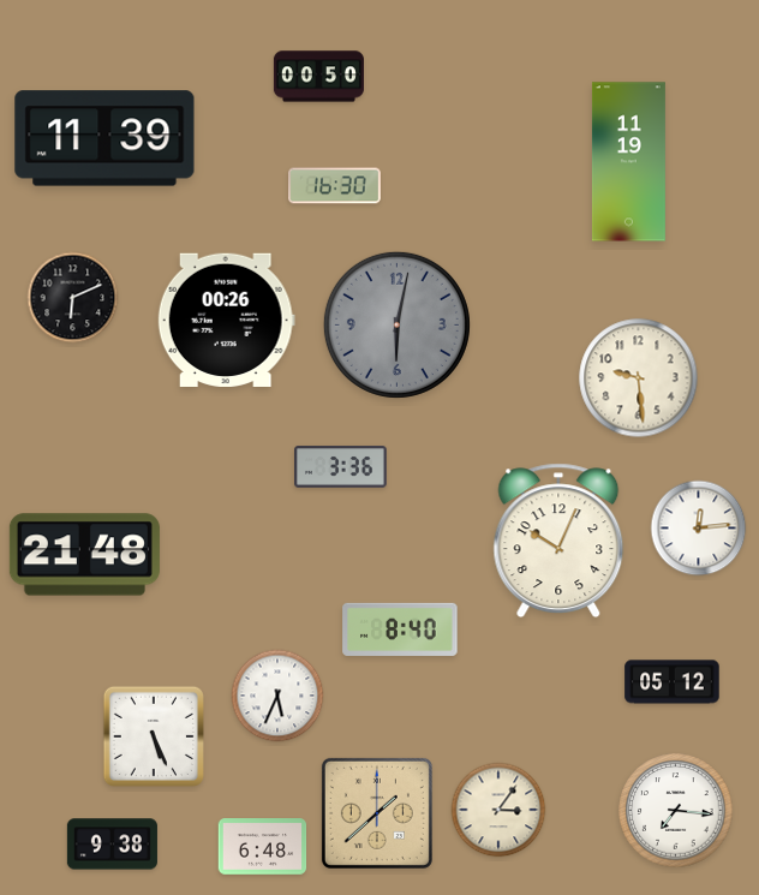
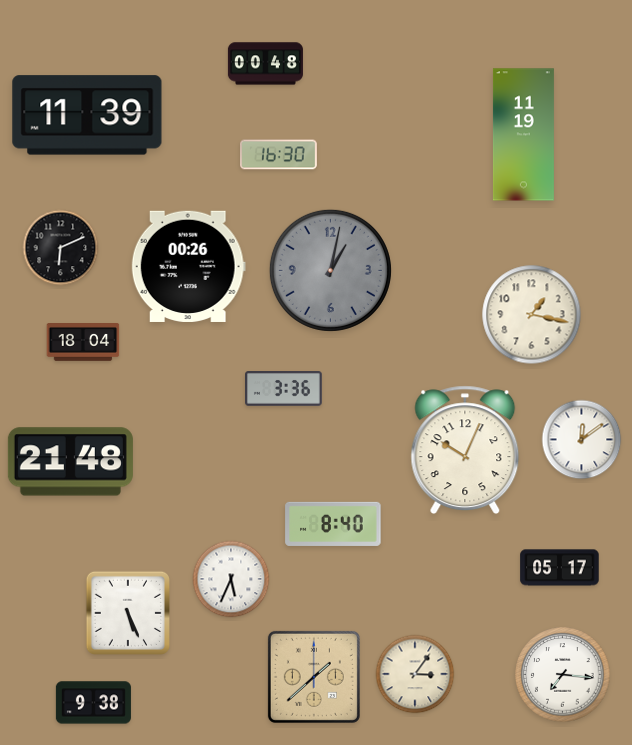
clock at (318, 77): 00:50 -> 00:48
clock at (396, 324): 6:02 -> 1:02
clock at (639, 378): 9:29 -> 1:17
clock at (83, 343): none -> 18:04
clock at (699, 529): 12:14 -> 12:09
clock at (673, 682): 05:12 -> 05:17
clock at (263, 847): 6:48 -> none
